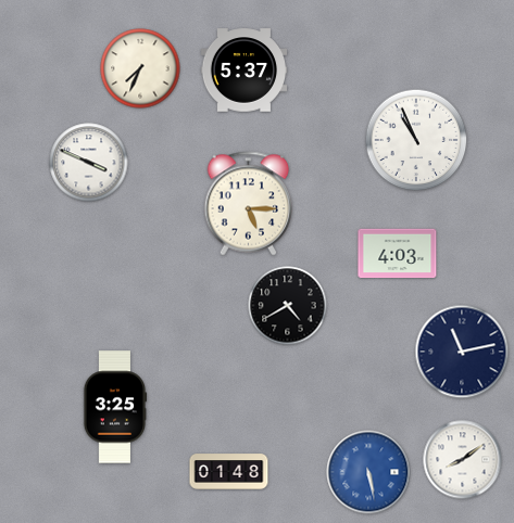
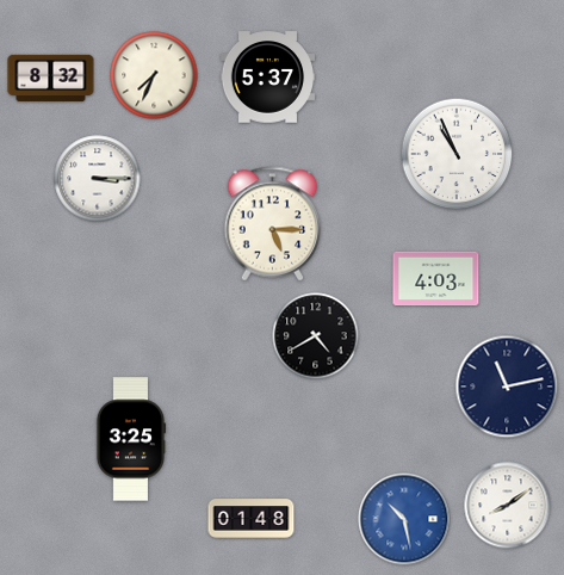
clock at (51, 79): none -> 8:32
clock at (89, 163): 3:49 -> 3:15
clock at (115, 407) position: (115, 407) -> (131, 439)
clock at (368, 472): 5:28 -> 10:28
